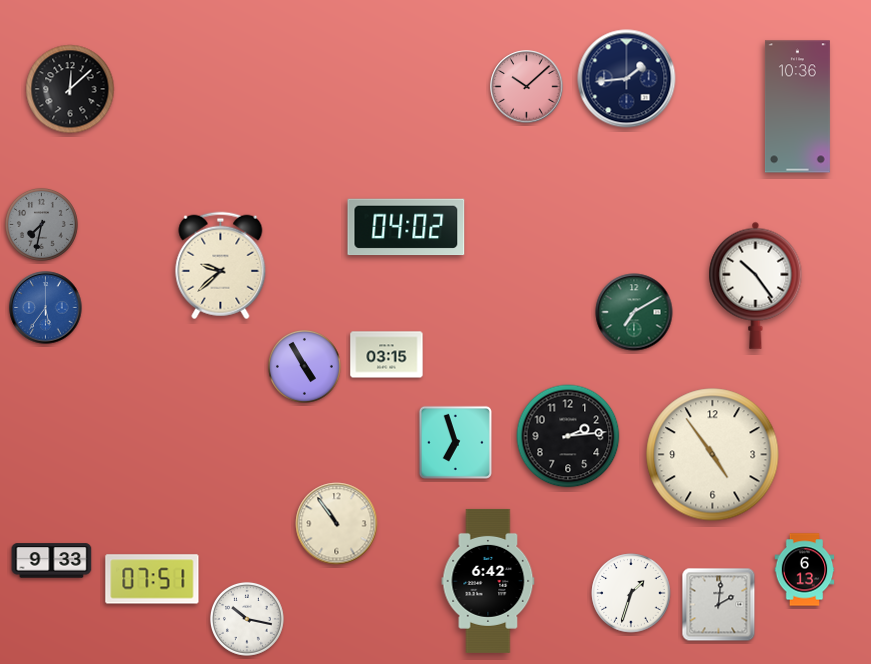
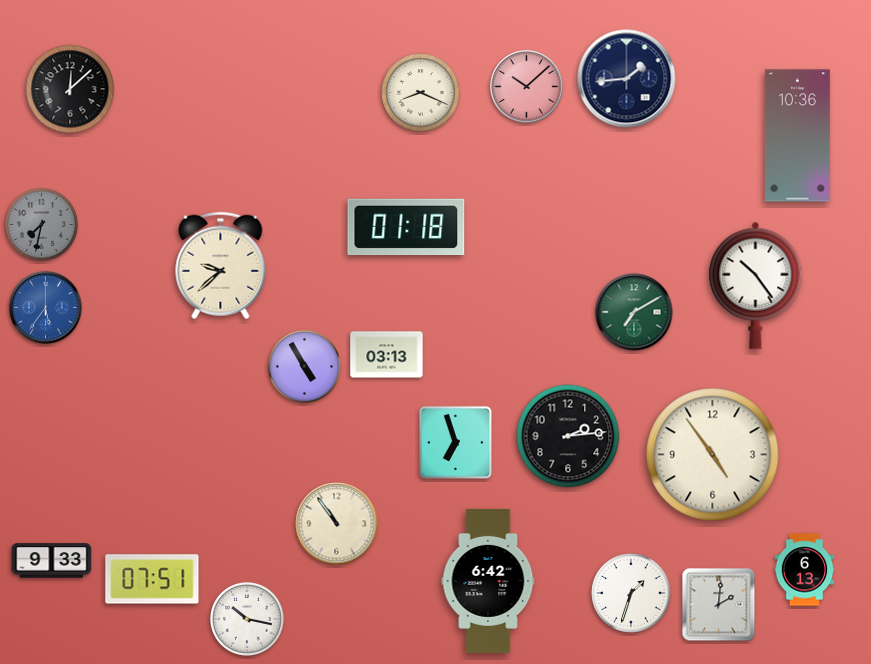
clock at (421, 93): none -> 8:19
clock at (797, 107) position: (797, 107) -> (797, 136)
clock at (406, 227): 04:02 -> 01:18
clock at (387, 355): 03:15 -> 03:13
